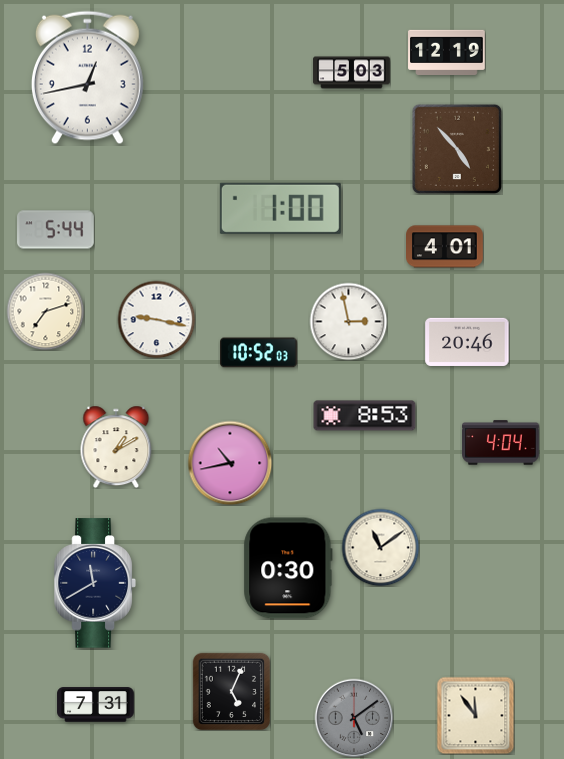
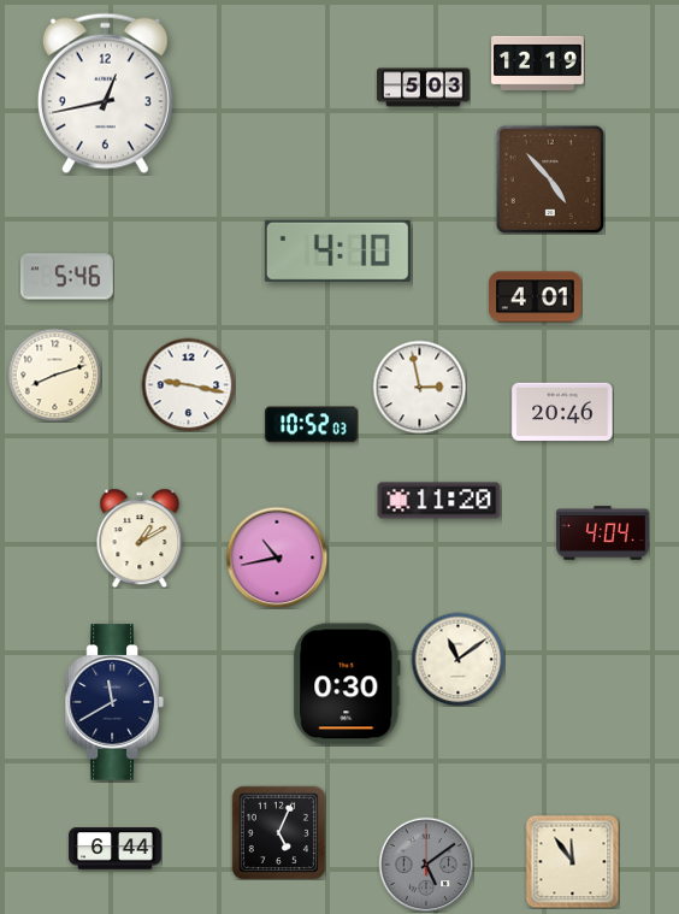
clock at (280, 208): 1:00 -> 4:10
clock at (56, 230): 5:44 -> 5:46
clock at (45, 311): 7:12 -> 8:12
clock at (365, 416): 8:53 -> 11:20
clock at (96, 705): 7:31 -> 6:44
